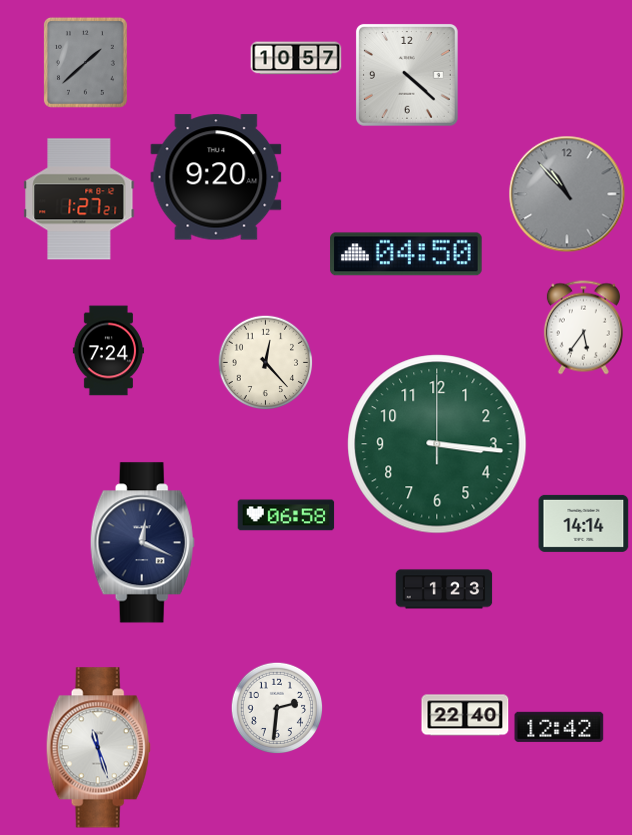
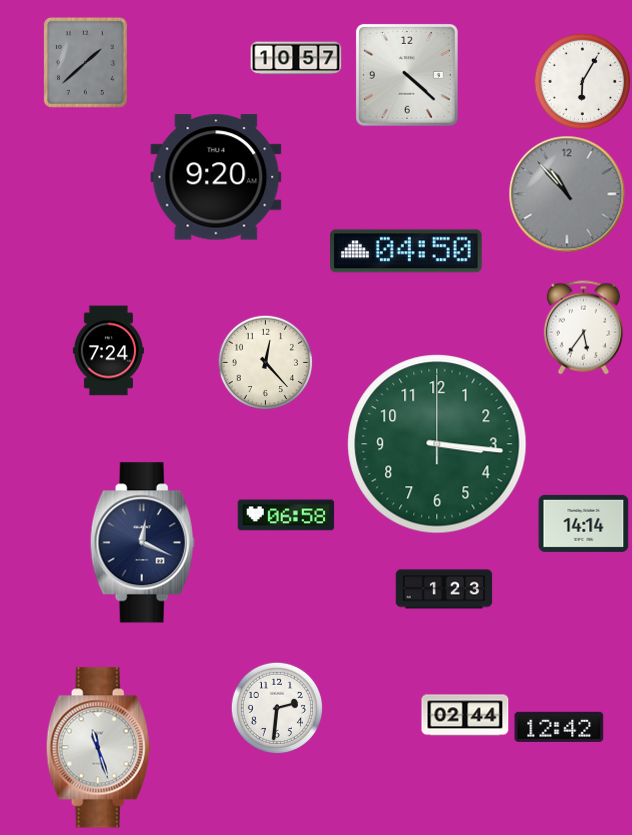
clock at (582, 81): none -> 6:05
clock at (79, 199): 1:27 -> none
clock at (406, 254) position: (406, 254) -> (406, 251)
clock at (465, 715): 22:40 -> 02:44
